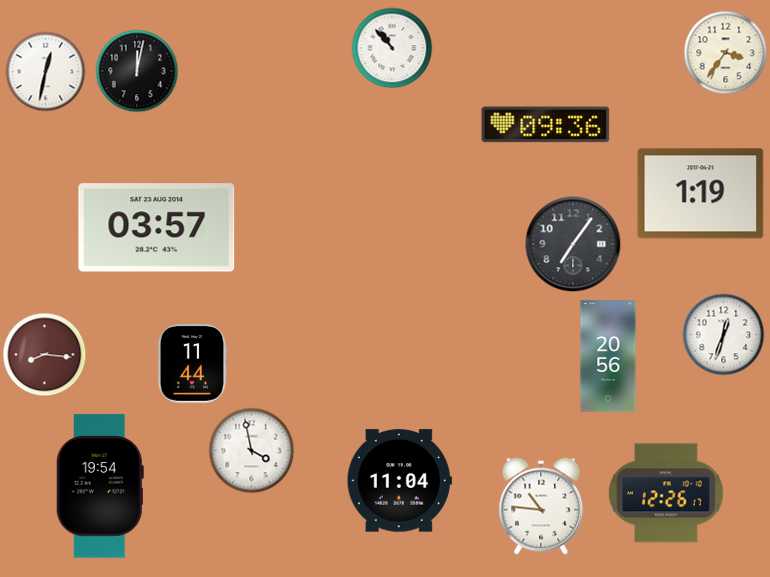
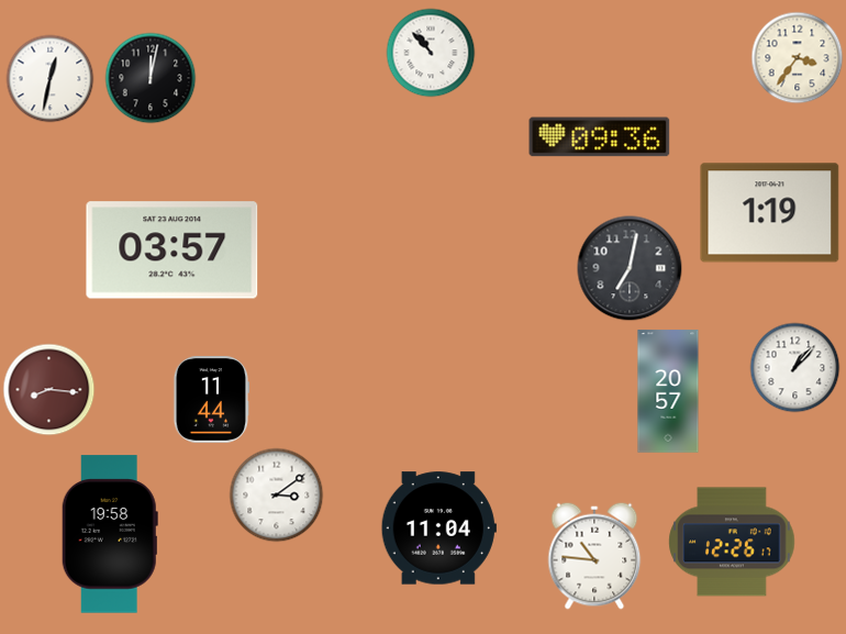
clock at (573, 244): 7:06 -> 7:02
clock at (724, 335): 12:33 -> 1:07
clock at (608, 356): 20:56 -> 20:57
clock at (252, 451): 3:58 -> 3:09
clock at (100, 486): 19:54 -> 19:58
